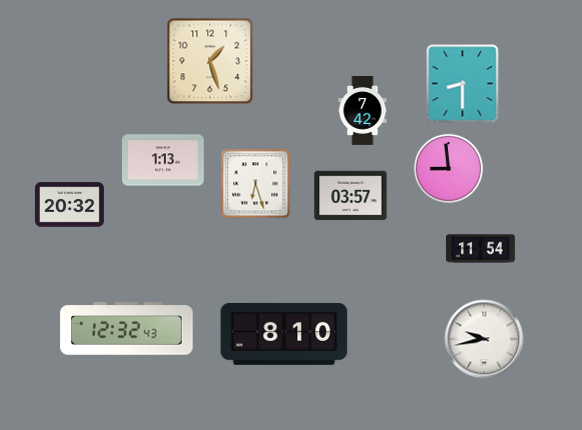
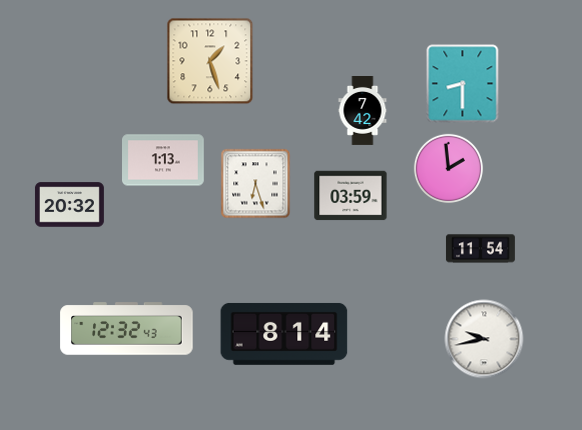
clock at (449, 169): 8:59 -> 1:59
clock at (351, 196): 03:57 -> 03:59
clock at (284, 334): 8:10 -> 8:14
